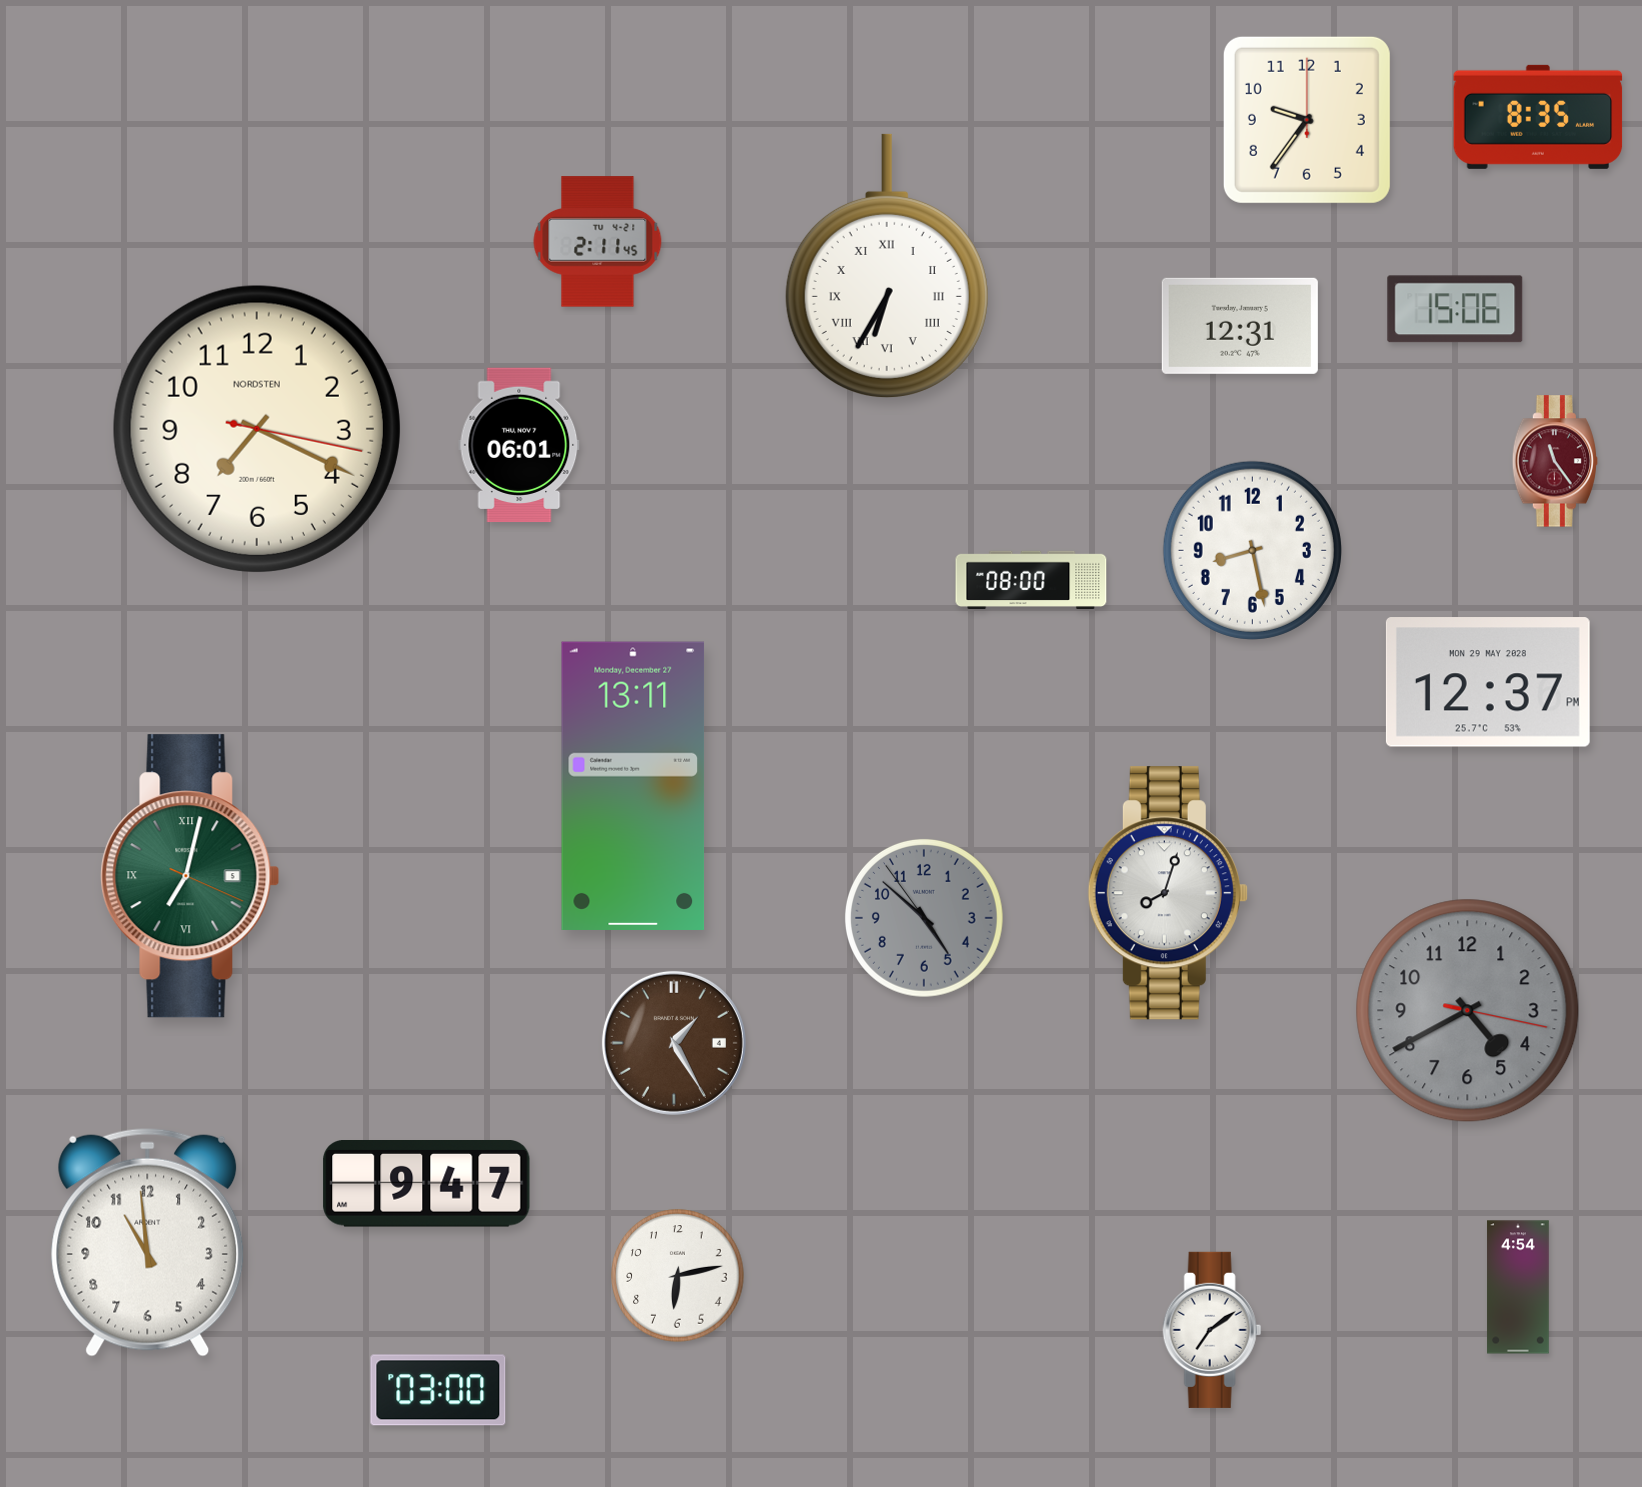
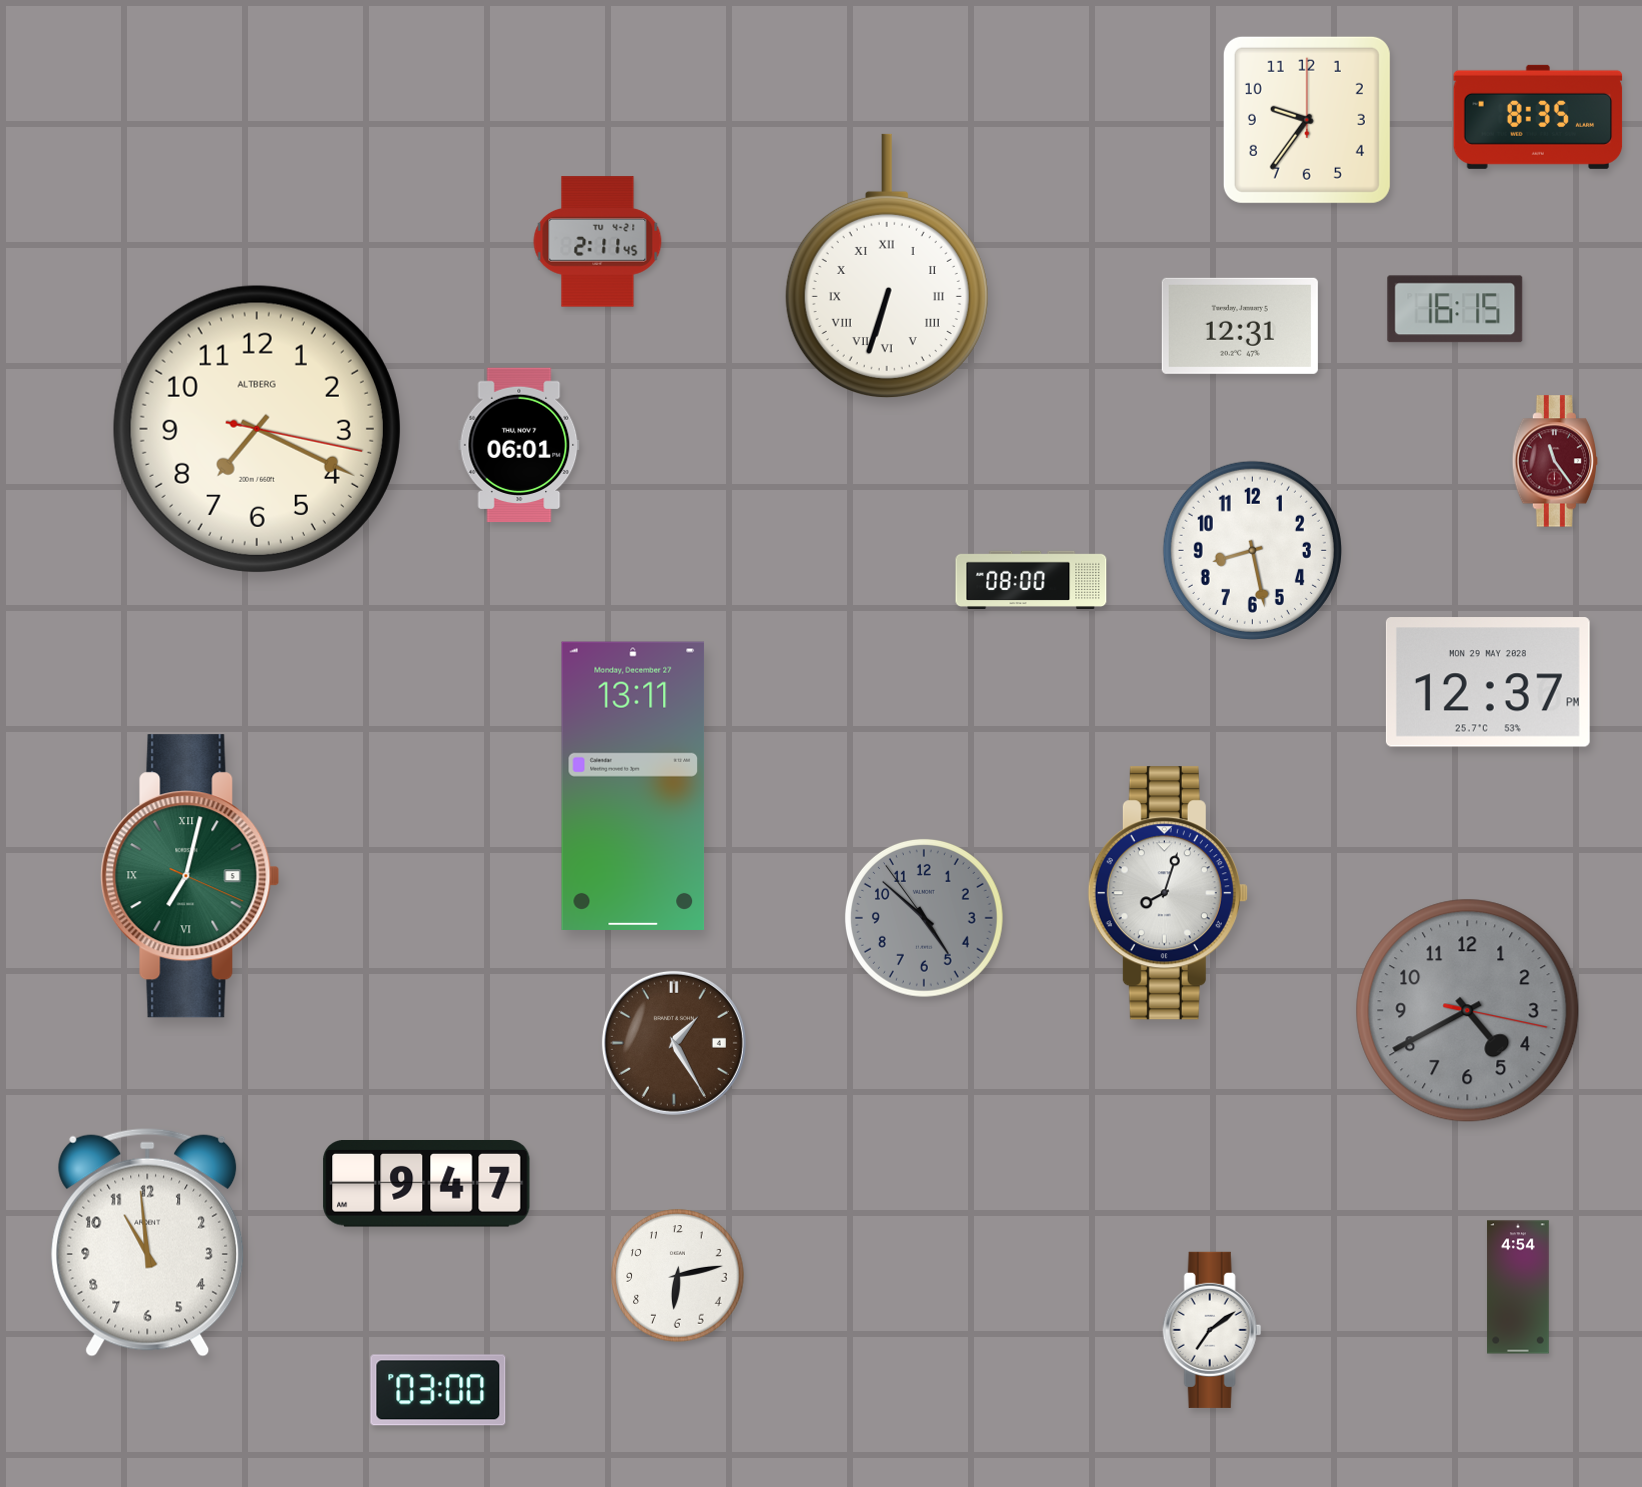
clock at (887, 265): 6:35 -> 6:33
clock at (1455, 309): 15:06 -> 16:15
clock at (257, 429) brand: NORDSTEN -> ALTBERG
